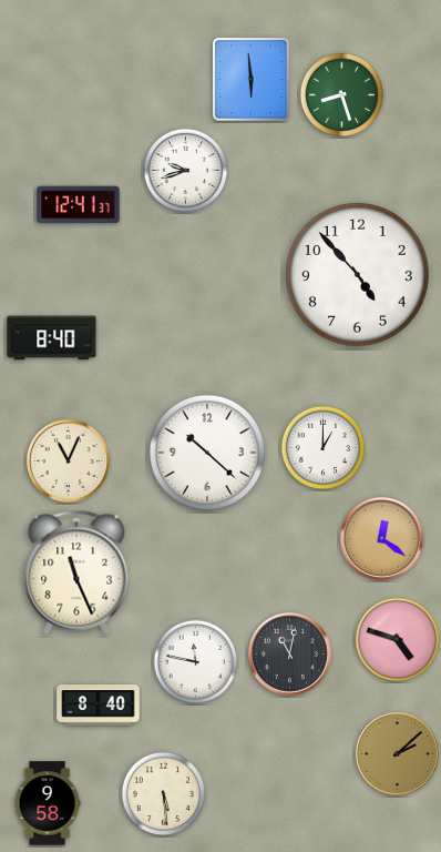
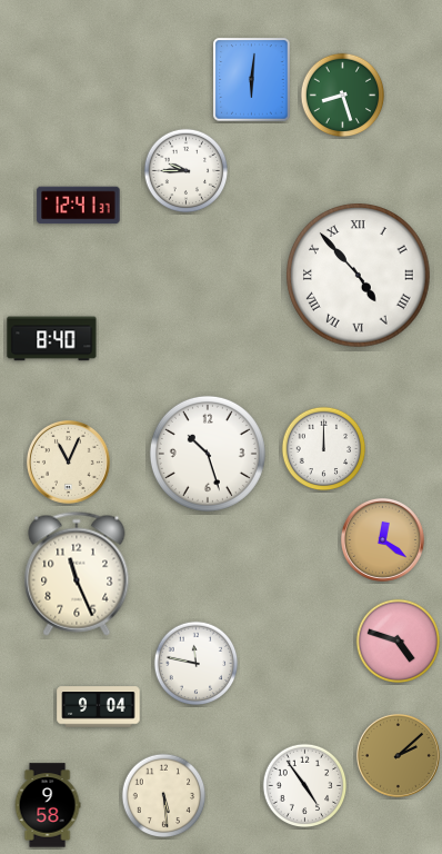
clock at (252, 80): 5:59 -> 6:01
clock at (186, 171): 9:42 -> 9:45
clock at (358, 275) numerals: Arabic -> Roman
clock at (324, 448): 1:00 -> 12:00
clock at (207, 453): 10:22 -> 10:27
clock at (289, 653): 11:02 -> none
clock at (99, 706): 8:40 -> 9:04
clock at (305, 786): none -> 4:54
